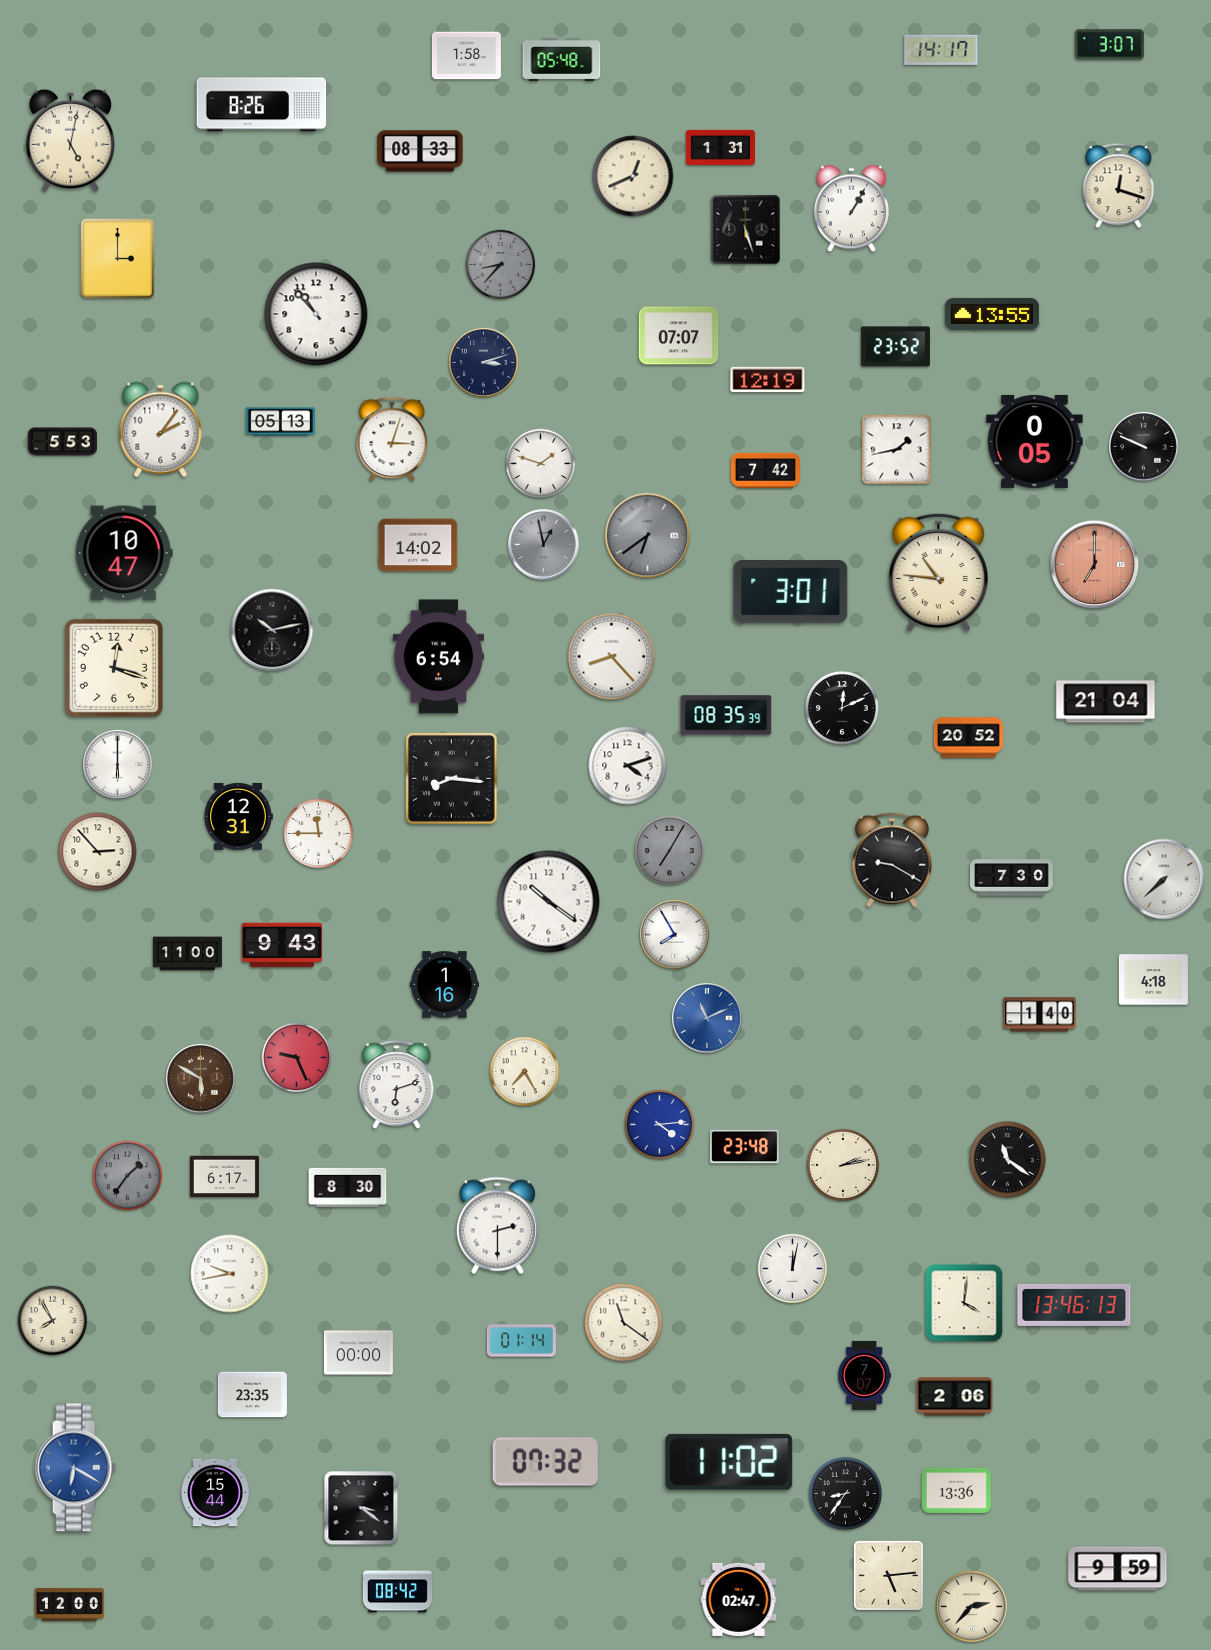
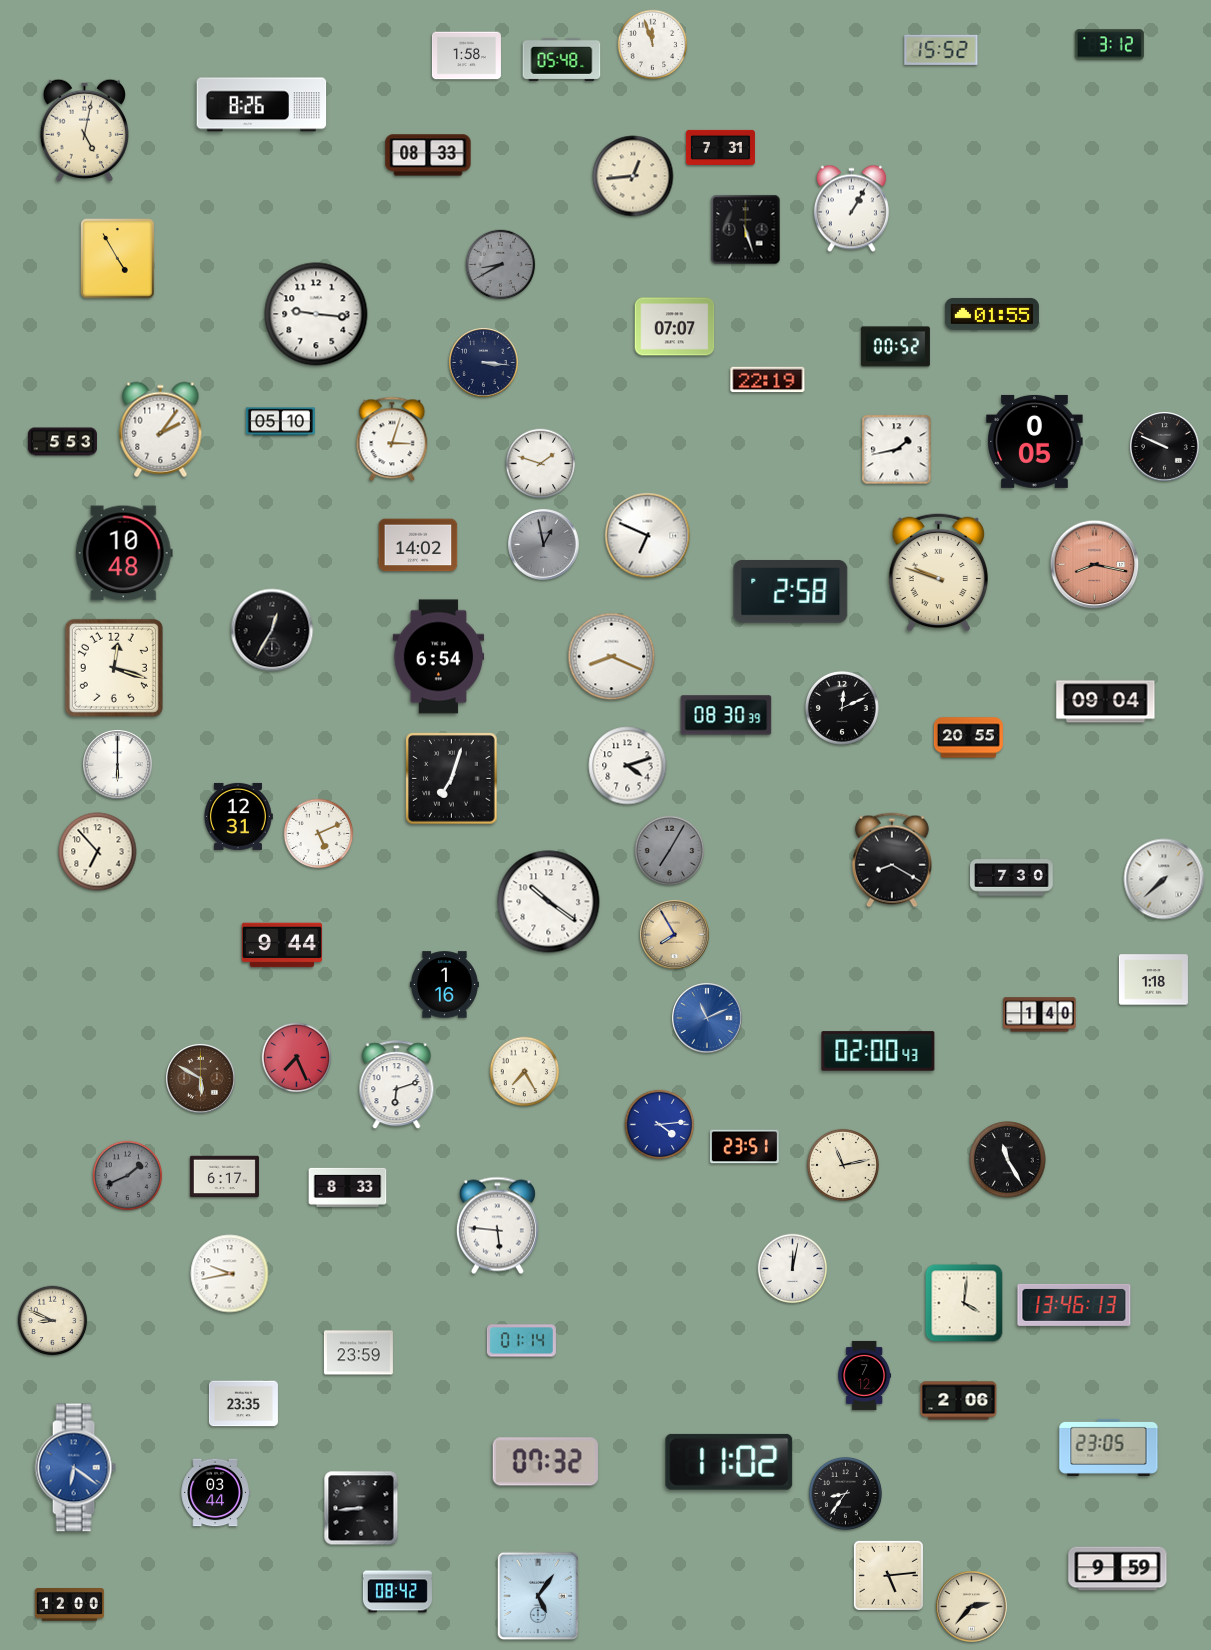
clock at (653, 45): none -> 11:57
clock at (1109, 45): 3:07 -> 3:12
clock at (941, 50): 14:17 -> 15:52
clock at (70, 140) position: (70, 140) -> (84, 130)
clock at (720, 147): 1:31 -> 7:31
clock at (420, 151) position: (420, 151) -> (428, 155)
clock at (633, 176): 12:41 -> 12:44
clock at (1119, 186): 12:18 -> none
clock at (118, 259): 3:00 -> 4:55
clock at (501, 265): 8:37 -> 8:40
clock at (316, 314): 10:53 -> 9:16
clock at (992, 314): 13:55 -> 01:55
clock at (679, 336) position: (679, 336) -> (675, 327)
clock at (895, 347): 23:52 -> 00:52
clock at (484, 363): 3:12 -> 3:16
clock at (768, 380): 12:19 -> 22:19
clock at (280, 422): 05:13 -> 05:10
clock at (1144, 447) position: (1144, 447) -> (1165, 447)
clock at (765, 470): 7:42 -> none
clock at (648, 536): 6:39 -> 6:49
clock at (648, 536) dial: grey -> white
clock at (124, 553): 10:47 -> 10:48
clock at (1095, 565): 7:00 -> 8:17
clock at (938, 572): 10:46 -> 9:48
clock at (791, 591): 3:01 -> 2:58
clock at (272, 630): 10:13 -> 12:35
clock at (612, 657): 8:23 -> 8:19
clock at (1106, 702): 21:04 -> 09:04
clock at (726, 715): 08:35 -> 08:30
clock at (968, 738): 20:52 -> 20:55
clock at (452, 779): 8:16 -> 7:03
clock at (319, 834): 11:45 -> 5:11
clock at (98, 852): 2:53 -> 6:53
clock at (892, 860): 9:20 -> 8:20
clock at (675, 935) dial: white -> champagne
clock at (281, 945): 9:43 -> 9:44
clock at (187, 954): 11:00 -> none
clock at (1153, 980): 4:18 -> 1:18
clock at (878, 1051): none -> 02:00
clock at (297, 1058): 9:26 -> 7:26
clock at (744, 1147): 23:48 -> 23:51
clock at (1008, 1160): 11:21 -> 11:25
clock at (843, 1165): 2:13 -> 11:13
clock at (128, 1176): 1:36 -> 1:41
clock at (348, 1187): 8:30 -> 8:33
clock at (497, 1226): 2:30 -> 5:46
clock at (53, 1321): 7:55 -> 8:49
clock at (624, 1323): 11:21 -> none
clock at (358, 1353): 00:00 -> 23:59
clock at (865, 1375): 7:07 -> 7:12
clock at (252, 1395) position: (252, 1395) -> (243, 1404)
clock at (955, 1397) position: (955, 1397) -> (959, 1401)
clock at (1109, 1447): none -> 23:05
clock at (75, 1468): 6:20 -> 6:21
clock at (956, 1490): 13:36 -> none
clock at (215, 1493): 15:44 -> 03:44
clock at (361, 1508): 3:21 -> 8:44
clock at (538, 1596): none -> 5:06
clock at (739, 1599): 02:47 -> none
